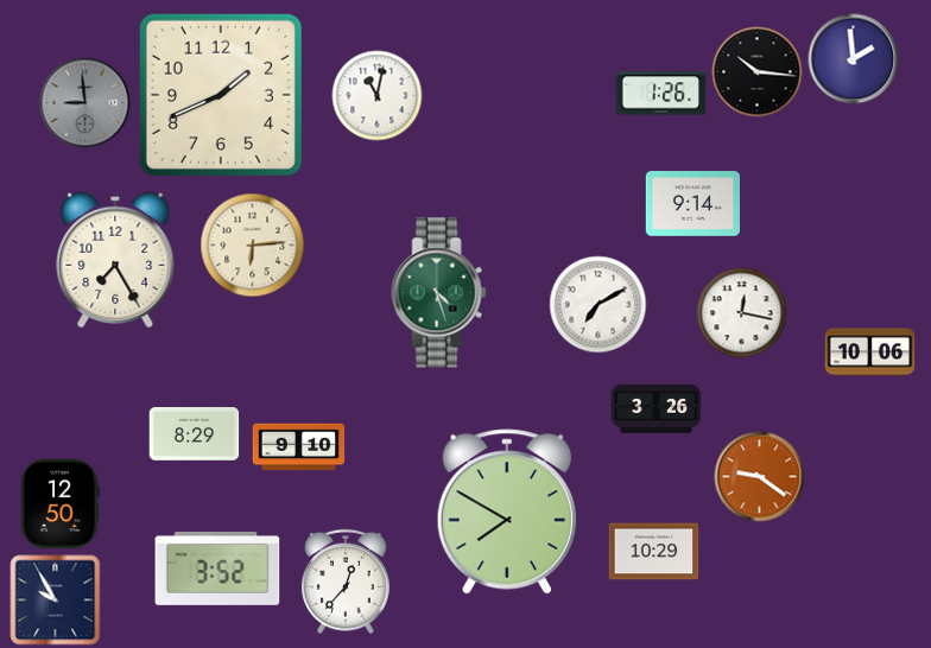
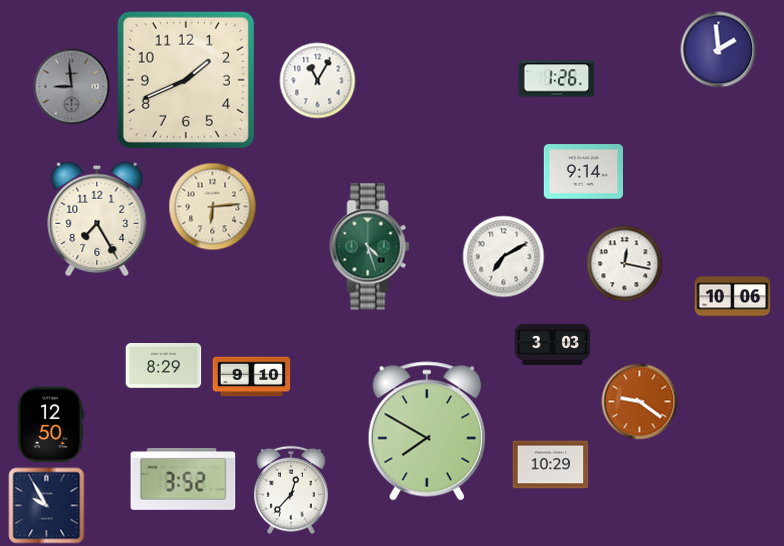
clock at (758, 72): 10:16 -> none
clock at (378, 96): 11:02 -> 11:05
clock at (657, 408): 3:26 -> 3:03
